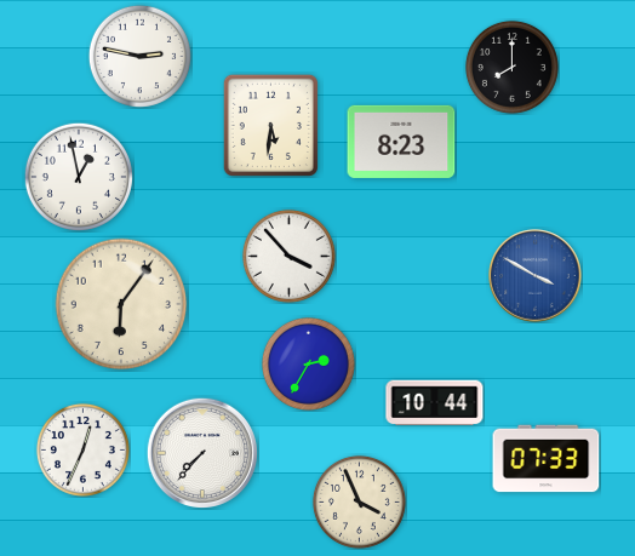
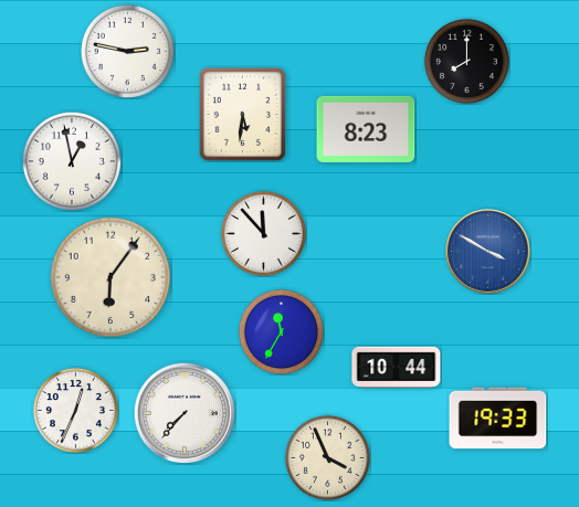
clock at (270, 125) position: (270, 125) -> (242, 114)
clock at (288, 256): 3:53 -> 11:53
clock at (308, 363): 2:35 -> 11:35
clock at (547, 459): 07:33 -> 19:33
